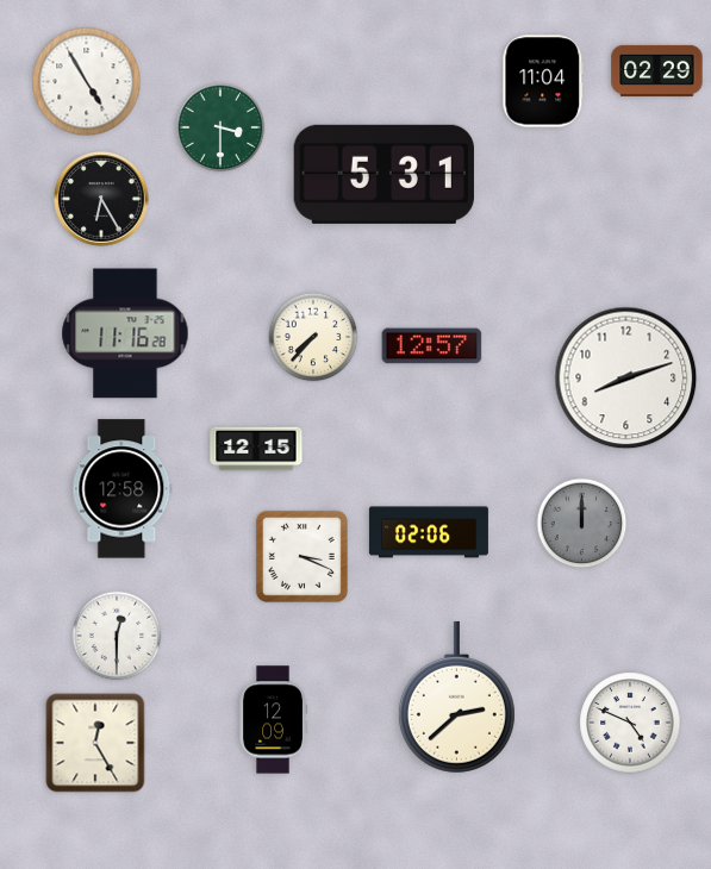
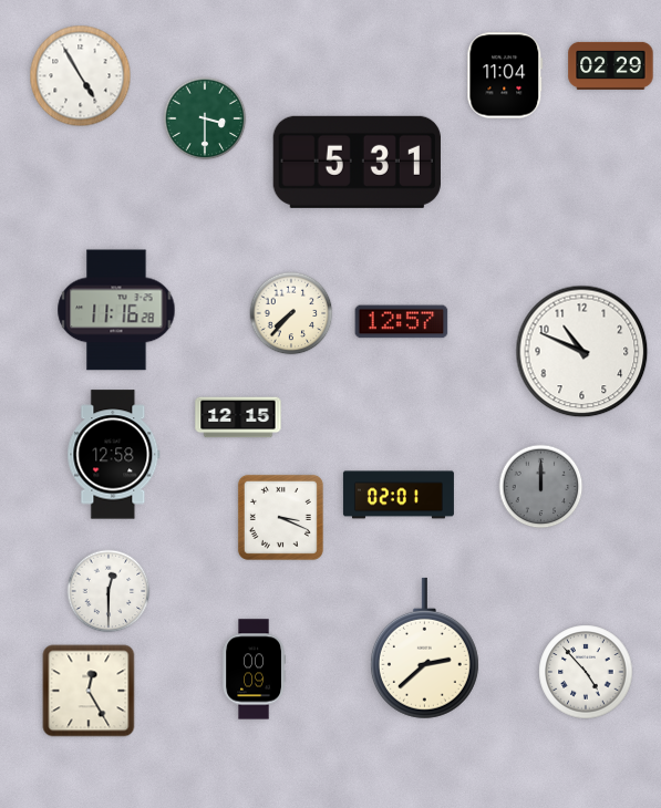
clock at (102, 200): 6:25 -> none
clock at (626, 379): 8:12 -> 10:49
clock at (429, 532): 02:06 -> 02:01
clock at (273, 720): 12:09 -> 00:09
clock at (630, 723): 4:49 -> 4:53
